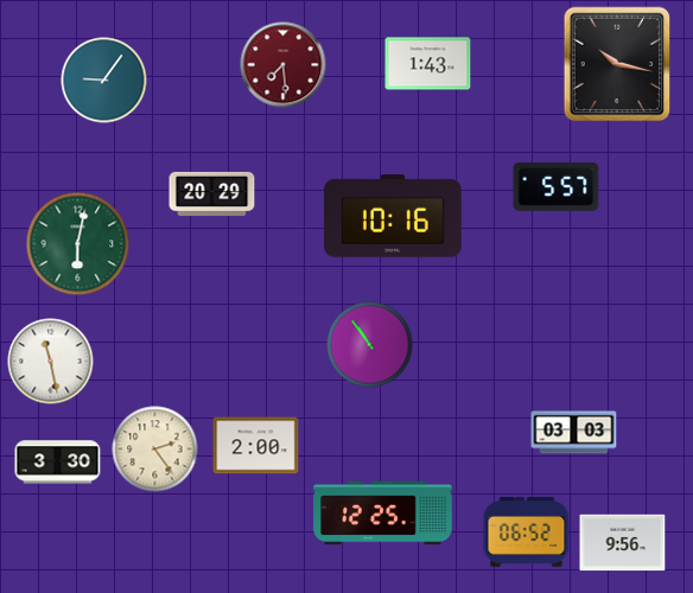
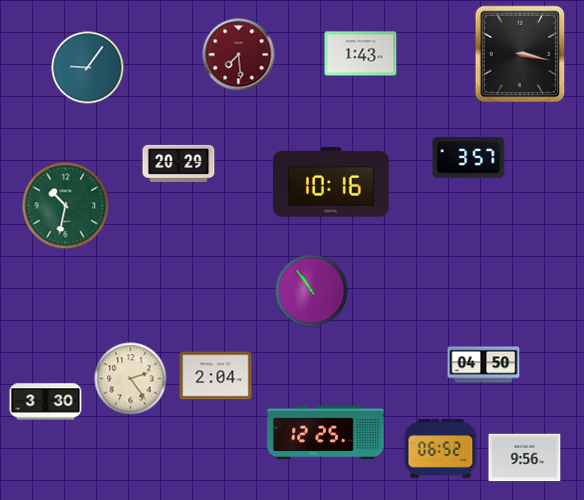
clock at (617, 64): 10:17 -> 3:17
clock at (557, 186): 5:57 -> 3:57
clock at (78, 244): 6:02 -> 10:32
clock at (51, 362): 11:28 -> none
clock at (574, 433): 03:03 -> 04:50
clock at (256, 446): 2:00 -> 2:04
clock at (58, 463) position: (58, 463) -> (46, 402)
clock at (383, 514) position: (383, 514) -> (326, 433)
clock at (527, 533) position: (527, 533) -> (441, 449)
